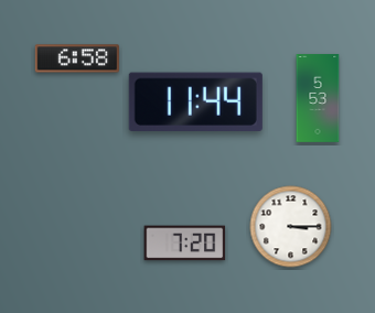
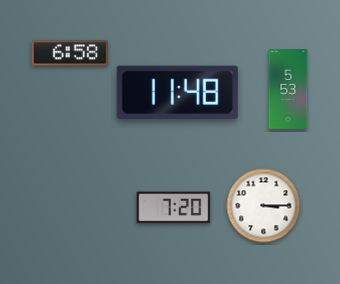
clock at (195, 101): 11:44 -> 11:48
clock at (185, 244) position: (185, 244) -> (174, 208)
